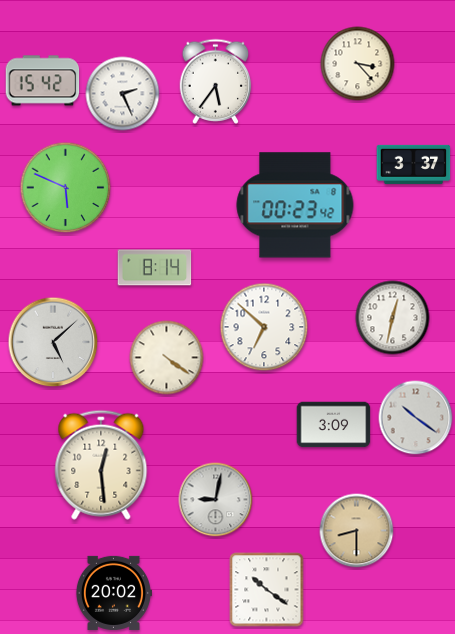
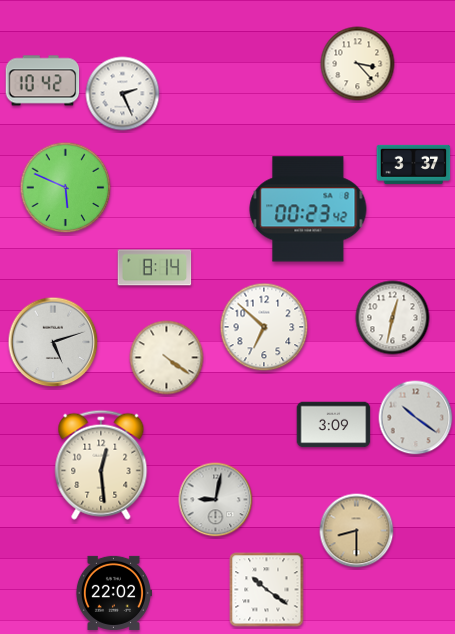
clock at (43, 81): 15:42 -> 10:42
clock at (216, 81): 5:36 -> none
clock at (295, 205) position: (295, 205) -> (308, 209)
clock at (53, 342): 5:08 -> 5:12
clock at (113, 593): 20:02 -> 22:02
